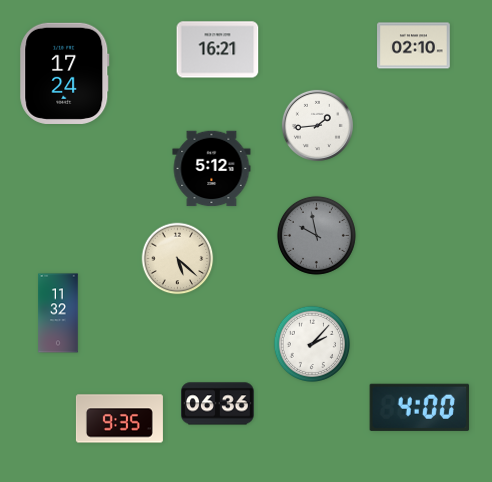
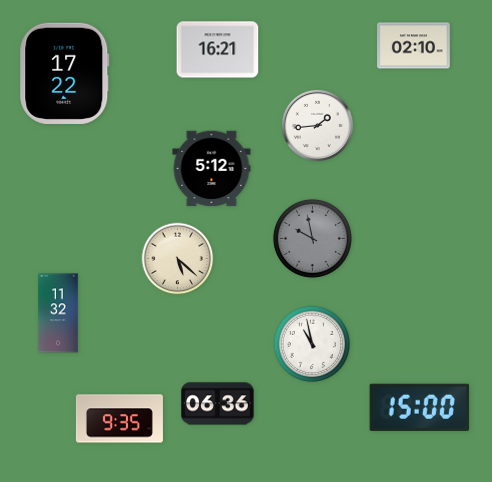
clock at (65, 73): 17:24 -> 17:22
clock at (316, 235) position: (316, 235) -> (312, 238)
clock at (311, 343): 2:07 -> 10:58
clock at (420, 407): 4:00 -> 15:00
